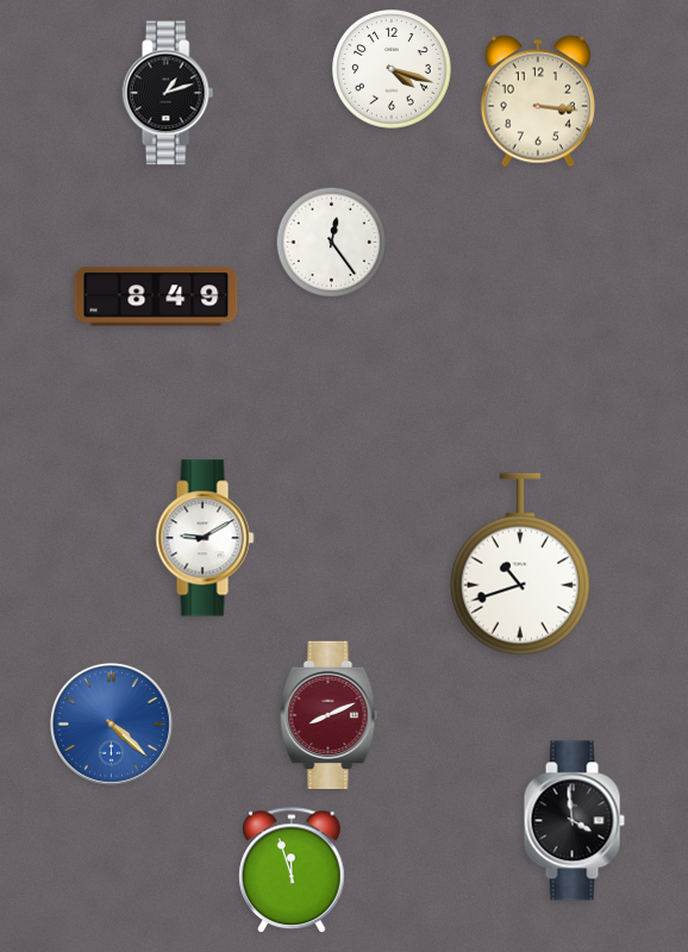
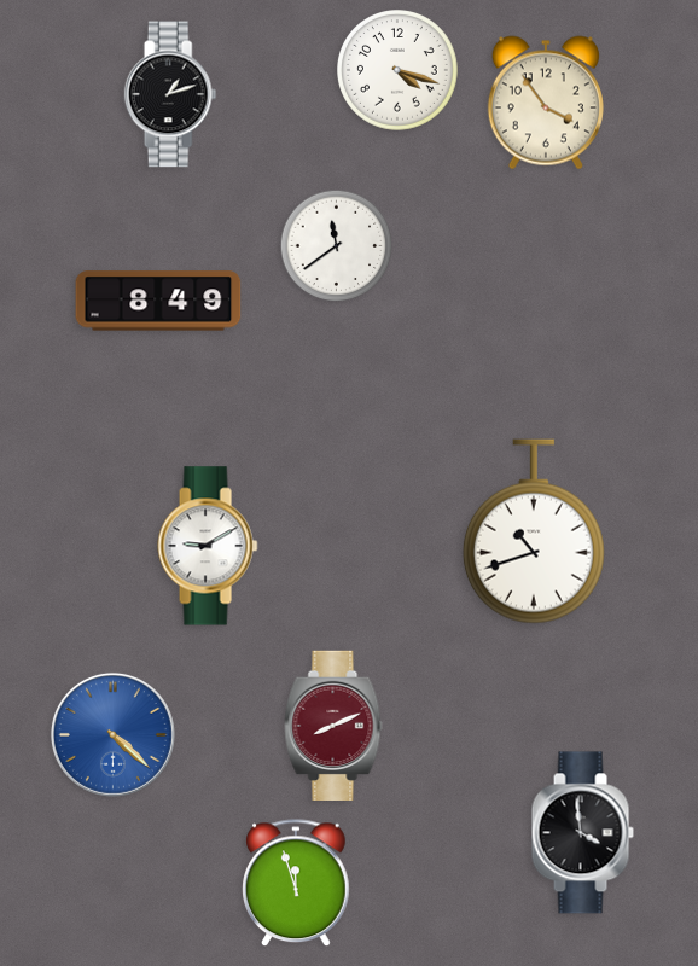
clock at (538, 101): 3:16 -> 3:54
clock at (332, 243): 12:24 -> 11:39
clock at (520, 564) position: (520, 564) -> (534, 531)
